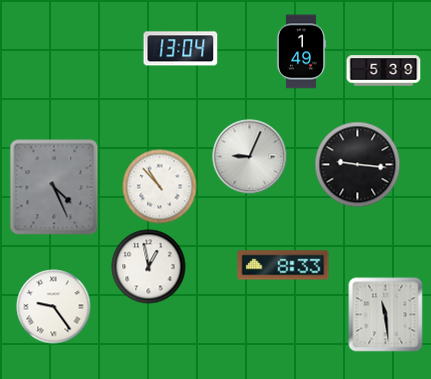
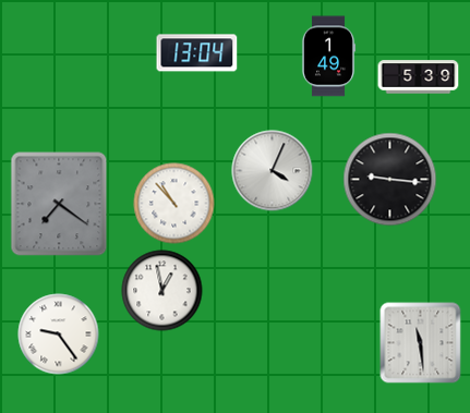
clock at (250, 157): 9:04 -> 4:04
clock at (54, 187): 4:26 -> 7:21
clock at (283, 265): 8:33 -> none
